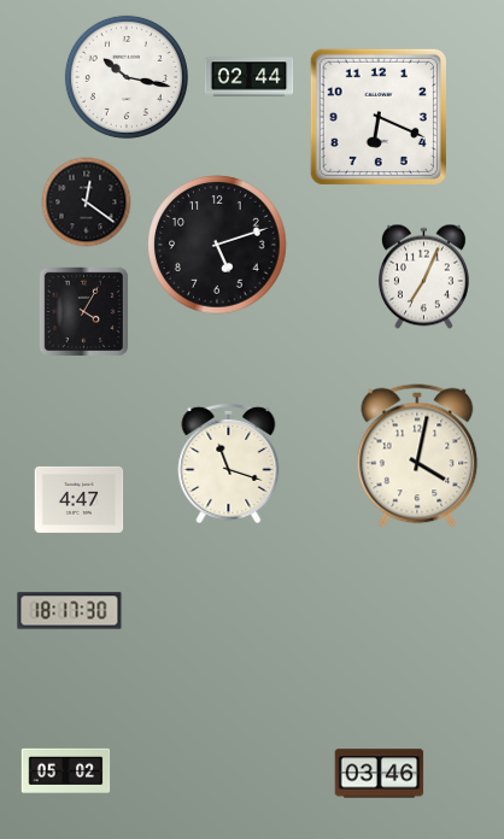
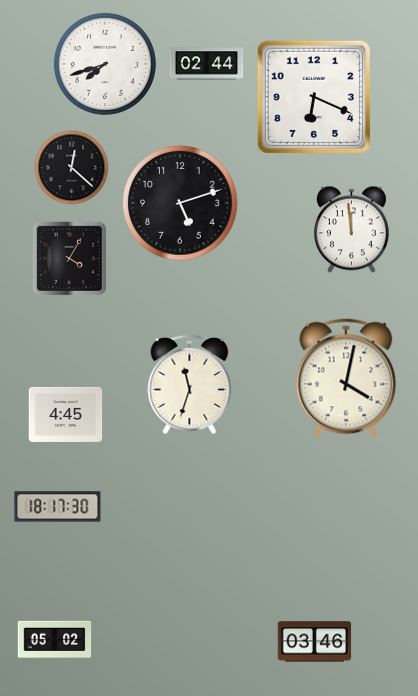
clock at (127, 77): 10:17 -> 7:42
clock at (87, 203): 12:21 -> 12:22
clock at (423, 277): 7:04 -> 11:59
clock at (229, 463): 11:18 -> 11:33
clock at (80, 499): 4:47 -> 4:45
